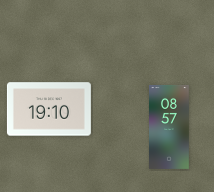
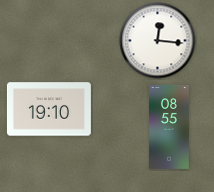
clock at (158, 41): none -> 12:16
clock at (170, 127): 08:57 -> 08:55
